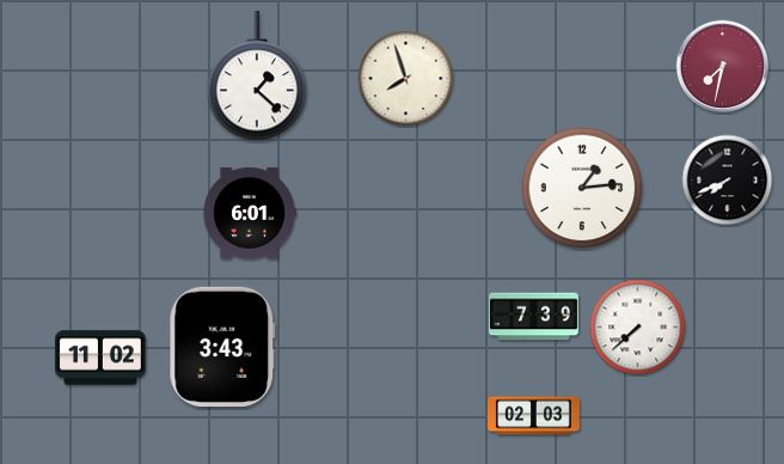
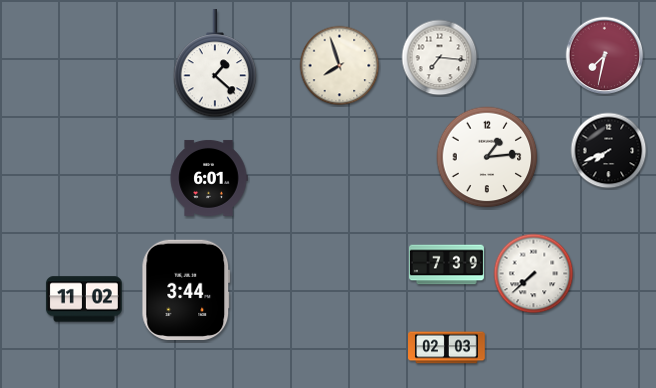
clock at (440, 58): none -> 7:16
clock at (222, 346): 3:43 -> 3:44
